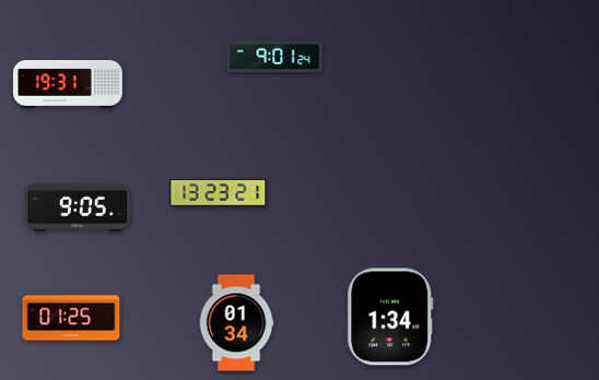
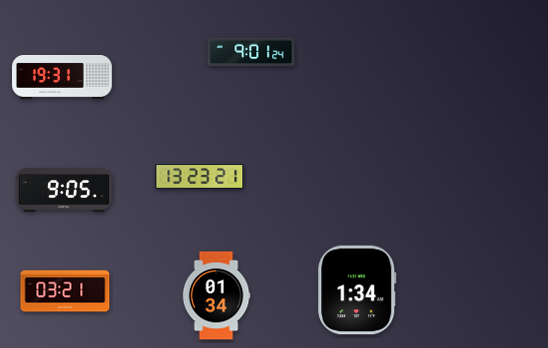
clock at (78, 207) position: (78, 207) -> (64, 190)
clock at (71, 318): 01:25 -> 03:21
